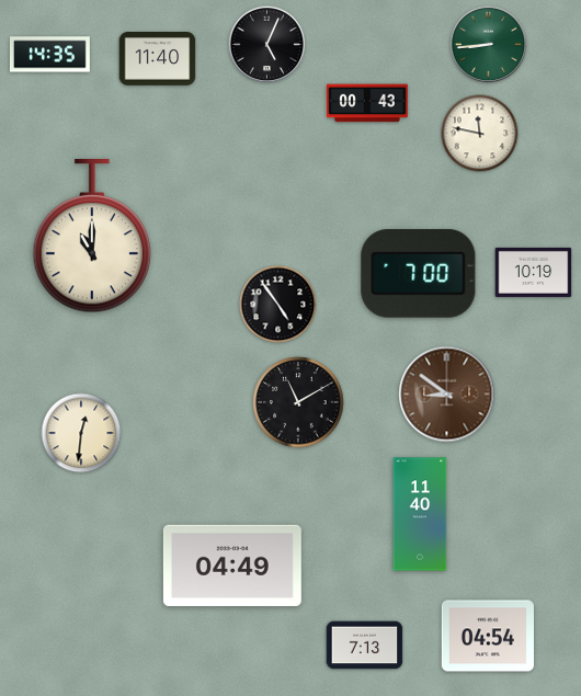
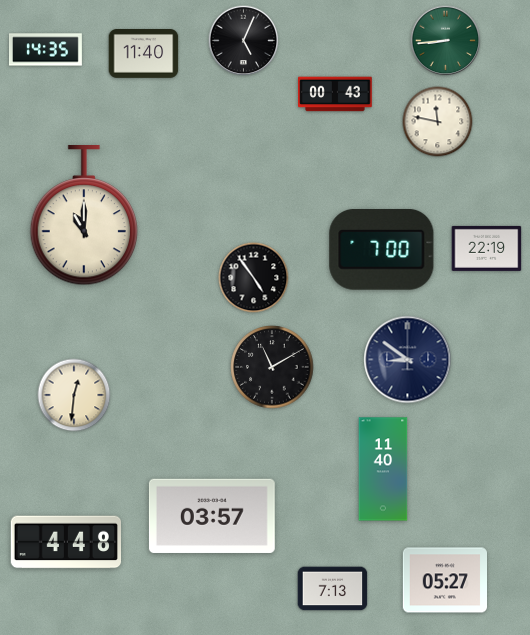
clock at (534, 272): 10:19 -> 22:19
clock at (447, 395) dial: brown -> navy
clock at (232, 566): 04:49 -> 03:57
clock at (65, 542): none -> 4:48
clock at (487, 636): 04:54 -> 05:27
